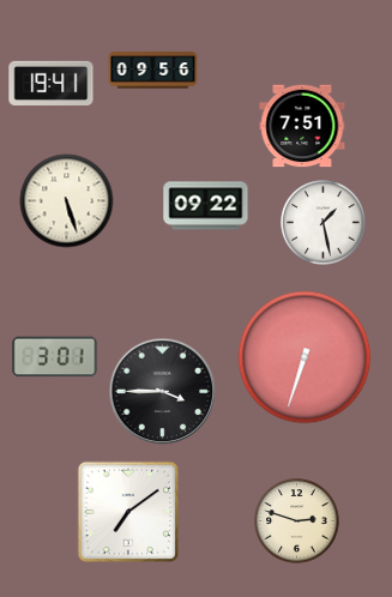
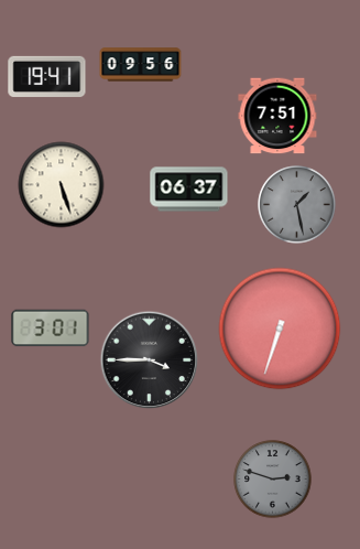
clock at (206, 206): 09:22 -> 06:37
clock at (324, 223) dial: white -> grey
clock at (127, 511): 7:09 -> none
clock at (297, 521) dial: cream -> grey
